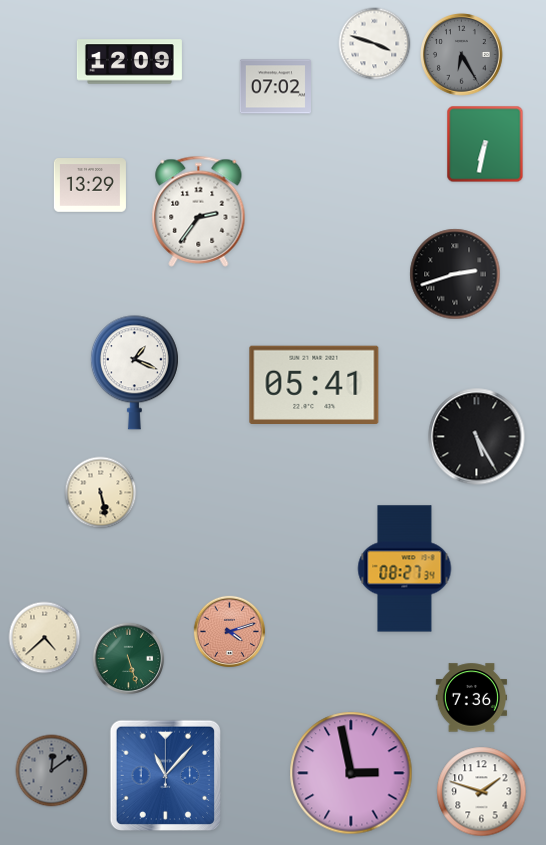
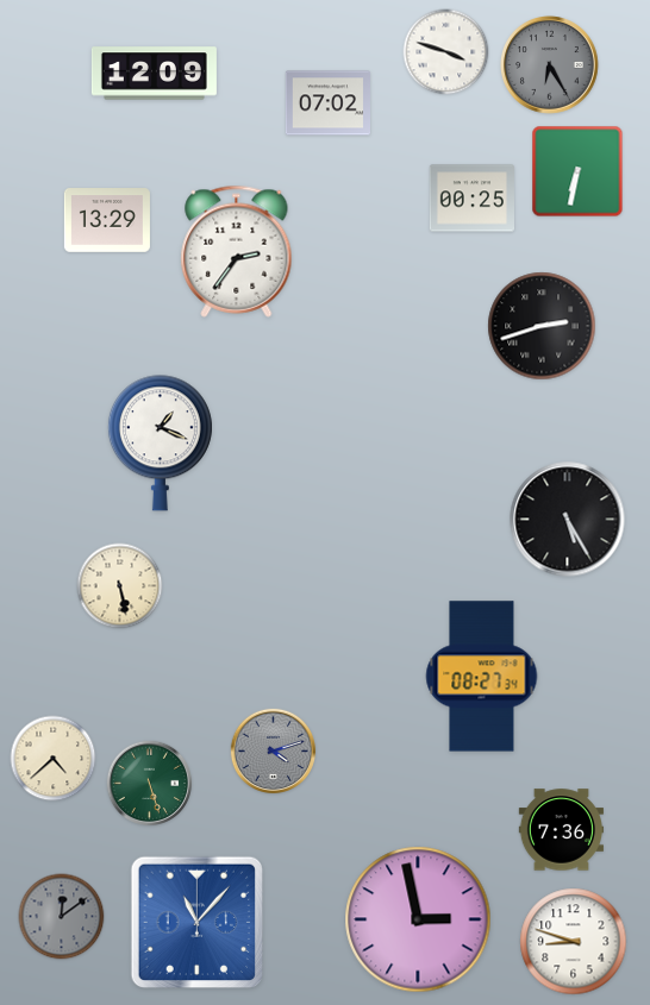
clock at (471, 199): none -> 00:25
clock at (314, 384): 05:41 -> none
clock at (230, 632) dial: salmon -> grey
clock at (129, 659) position: (129, 659) -> (150, 784)
clock at (482, 792): 1:48 -> 8:48
